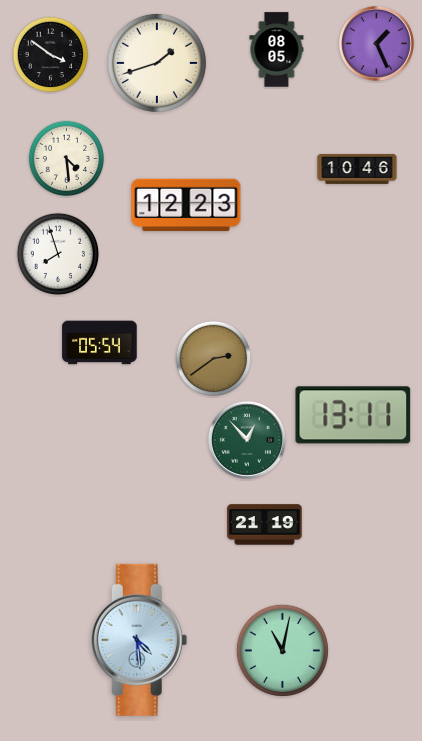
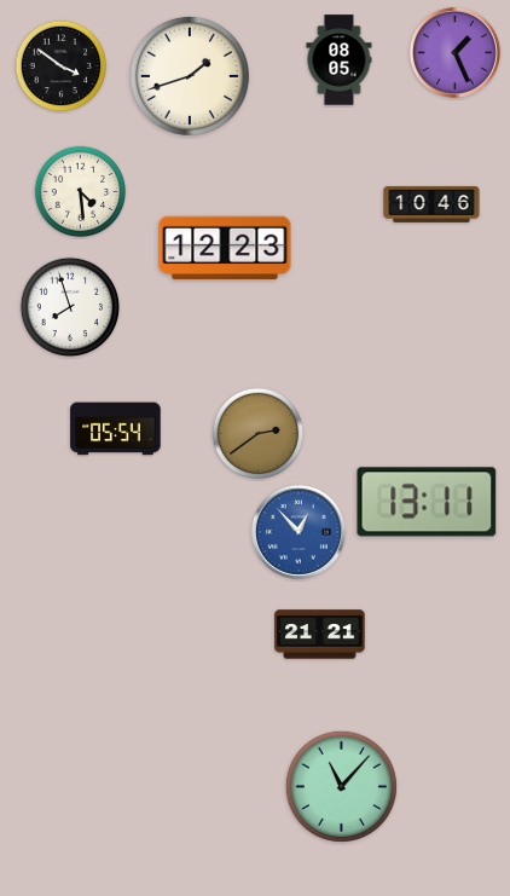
clock at (277, 50) position: (277, 50) -> (340, 60)
clock at (100, 343) position: (100, 343) -> (116, 429)
clock at (247, 440) dial: green -> blue
clock at (265, 525): 21:19 -> 21:21
clock at (139, 640): 4:29 -> none
clock at (282, 650): 11:02 -> 11:07
